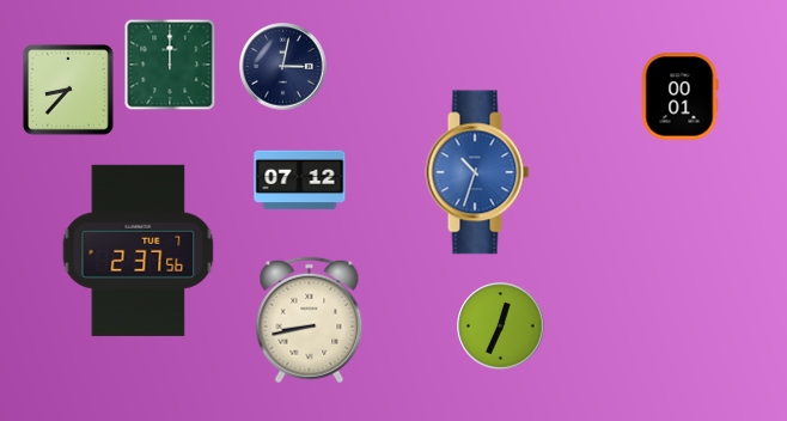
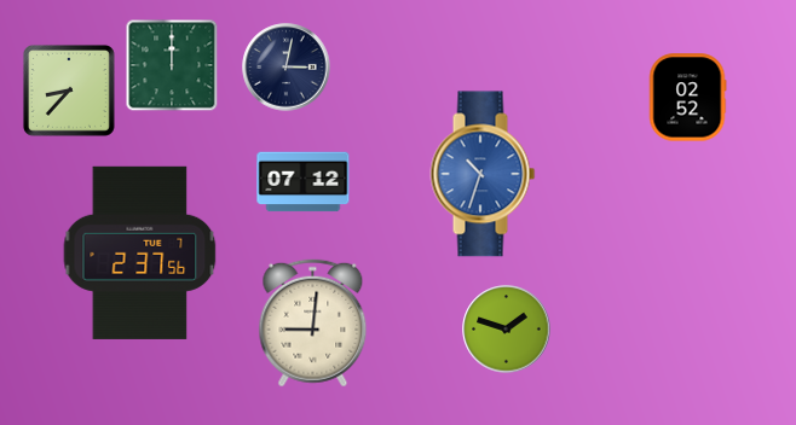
clock at (679, 97): 00:01 -> 02:52
clock at (310, 321): 8:43 -> 9:01
clock at (501, 327): 12:34 -> 1:48
